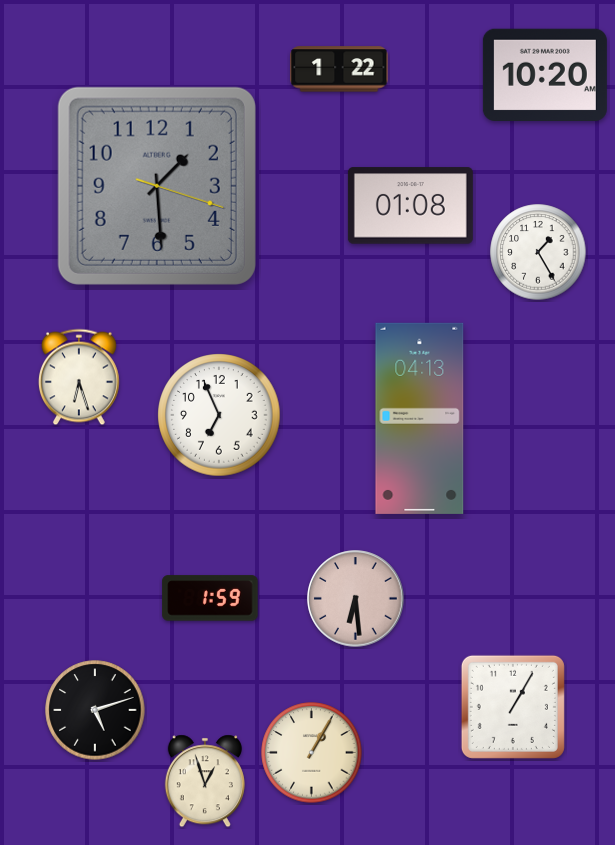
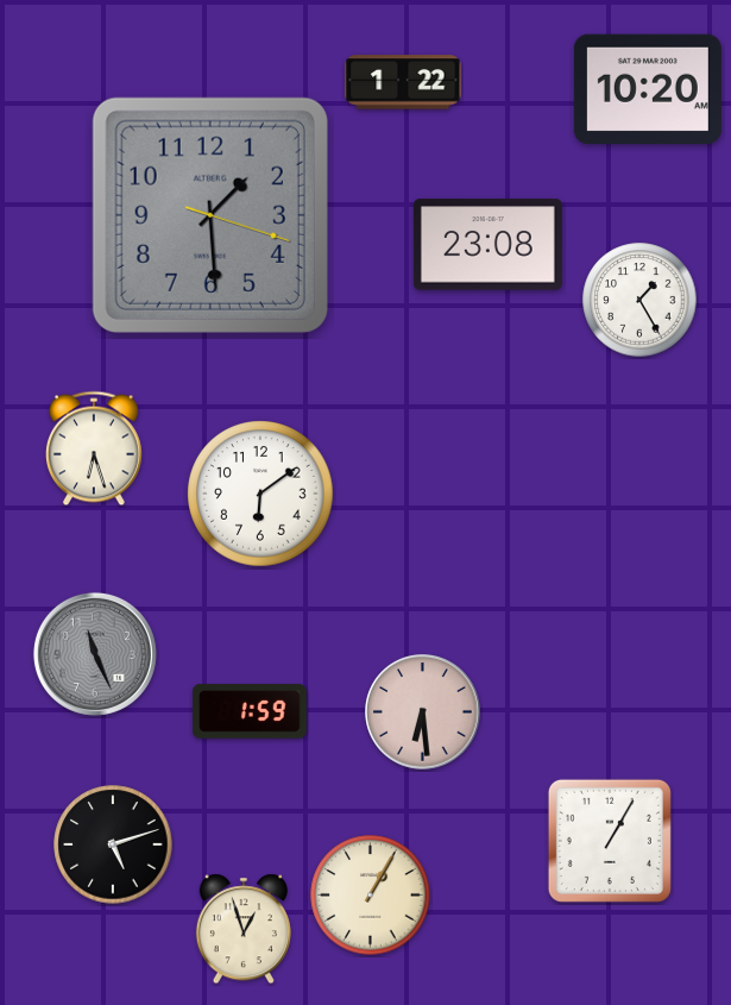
clock at (157, 186) position: (157, 186) -> (210, 215)
clock at (410, 206): 01:08 -> 23:08
clock at (219, 415): 6:56 -> 6:09
clock at (420, 418): 04:13 -> none
clock at (95, 654): none -> 11:26
